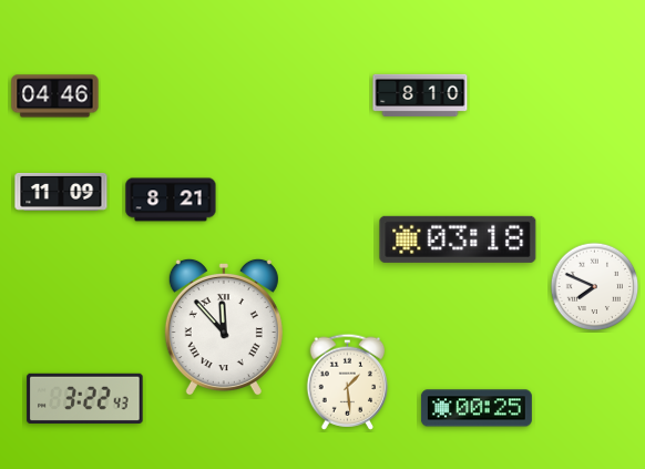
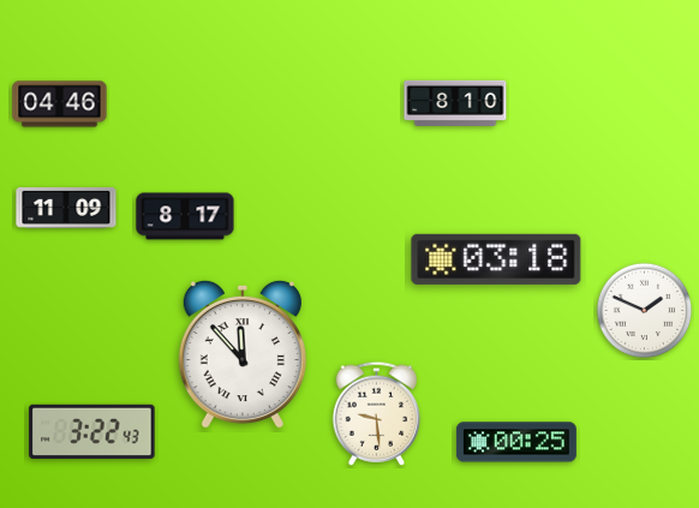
clock at (171, 200): 8:21 -> 8:17
clock at (595, 287): 7:49 -> 1:49
clock at (348, 381): 1:29 -> 9:29
